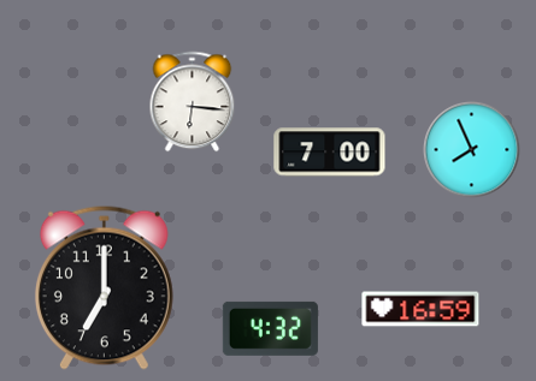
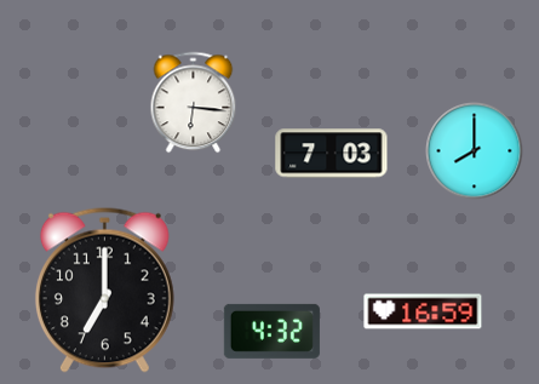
clock at (472, 150): 7:56 -> 8:00
clock at (330, 153): 7:00 -> 7:03
